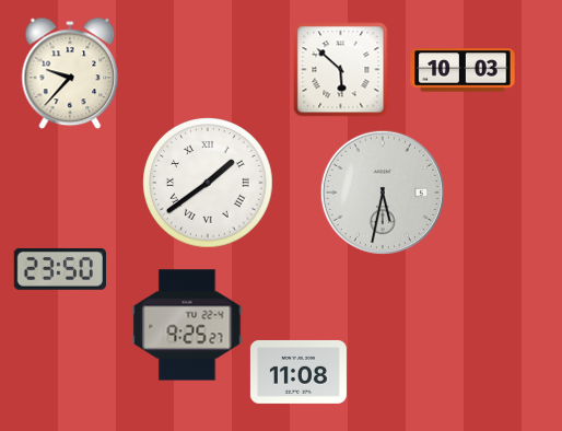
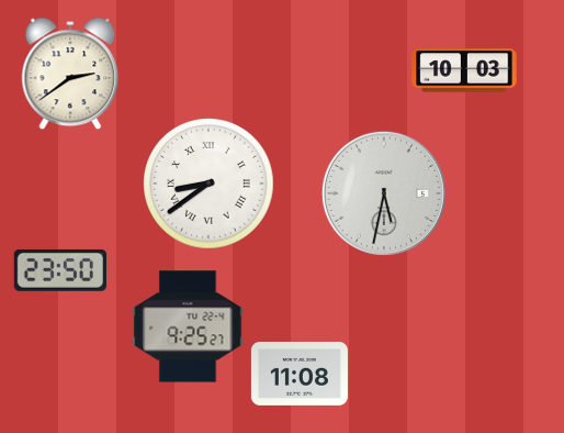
clock at (341, 70): 5:52 -> none
clock at (70, 73): 9:37 -> 2:39
clock at (208, 183): 1:39 -> 8:39
